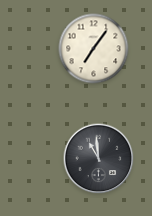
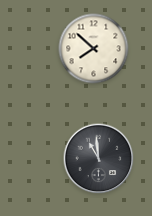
clock at (94, 49): 7:06 -> 7:52
